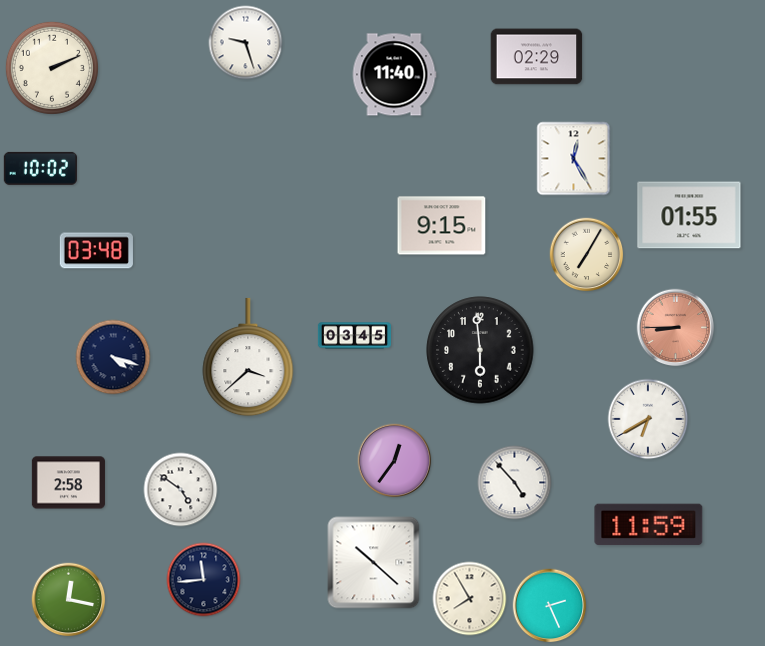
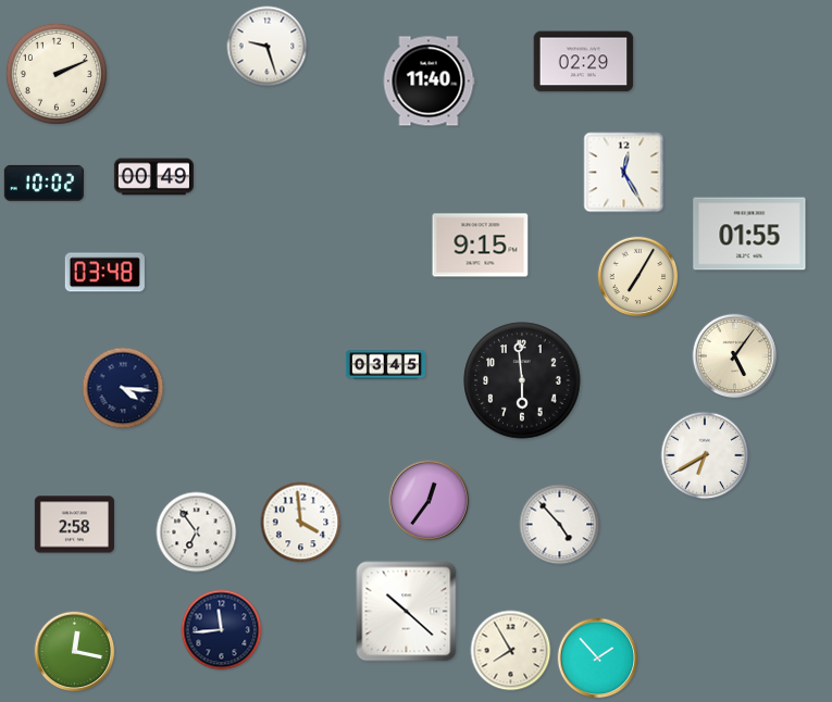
clock at (153, 177): none -> 00:49
clock at (676, 328): 8:45 -> 5:06
clock at (676, 328) dial: salmon -> cream
clock at (113, 357): 4:18 -> 4:16
clock at (248, 357): 3:38 -> none
clock at (301, 523): none -> 3:59
clock at (181, 490): 4:51 -> 6:54
clock at (649, 525): 11:59 -> none
clock at (550, 606): 2:26 -> 1:53
